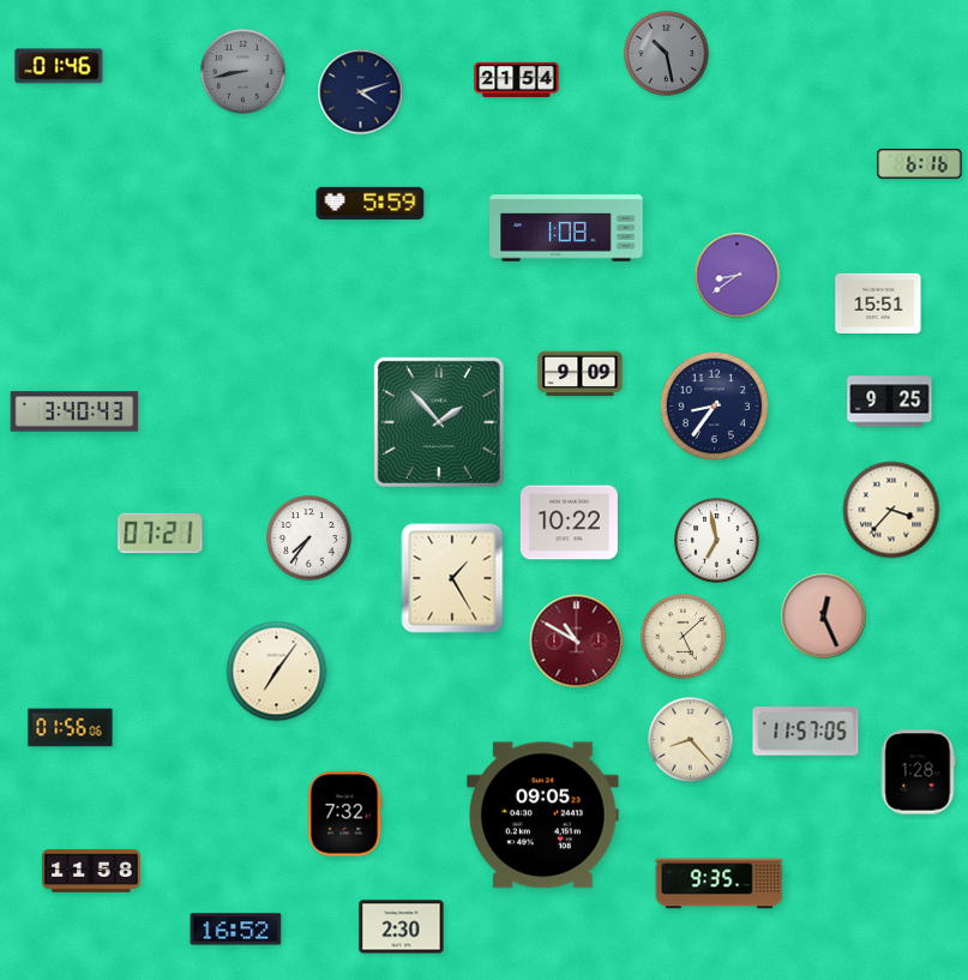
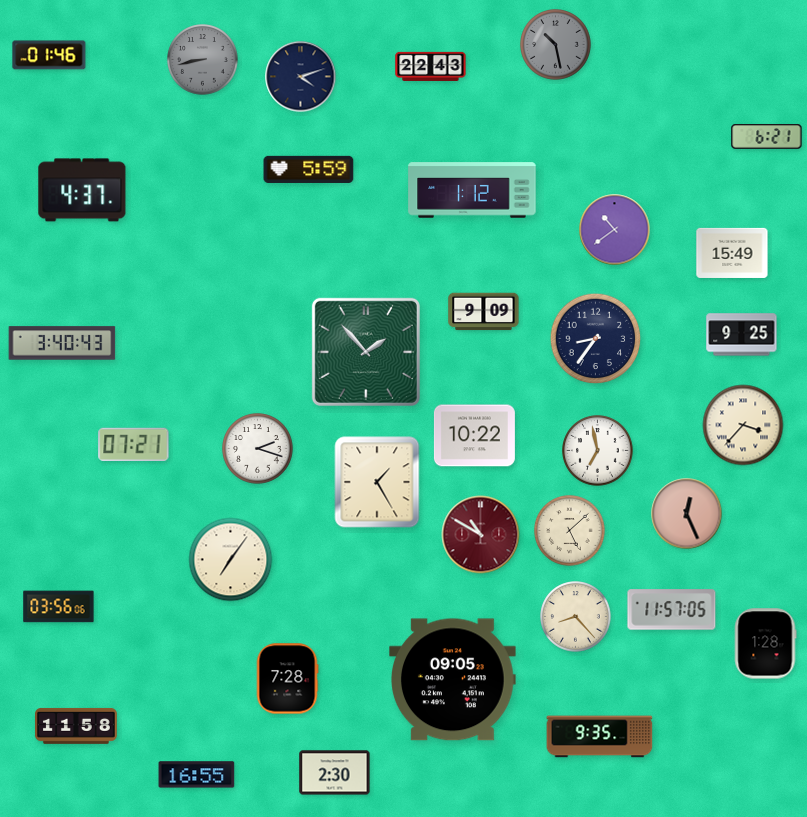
clock at (517, 79): 21:54 -> 22:43
clock at (920, 164): 6:16 -> 6:21
clock at (82, 190): none -> 4:37
clock at (566, 228): 1:08 -> 1:12
clock at (738, 276): 8:39 -> 10:39
clock at (878, 303): 15:51 -> 15:49
clock at (309, 539): 7:36 -> 2:18
clock at (71, 728): 01:56 -> 03:56
clock at (344, 814): 7:32 -> 7:28
clock at (236, 930): 16:52 -> 16:55
